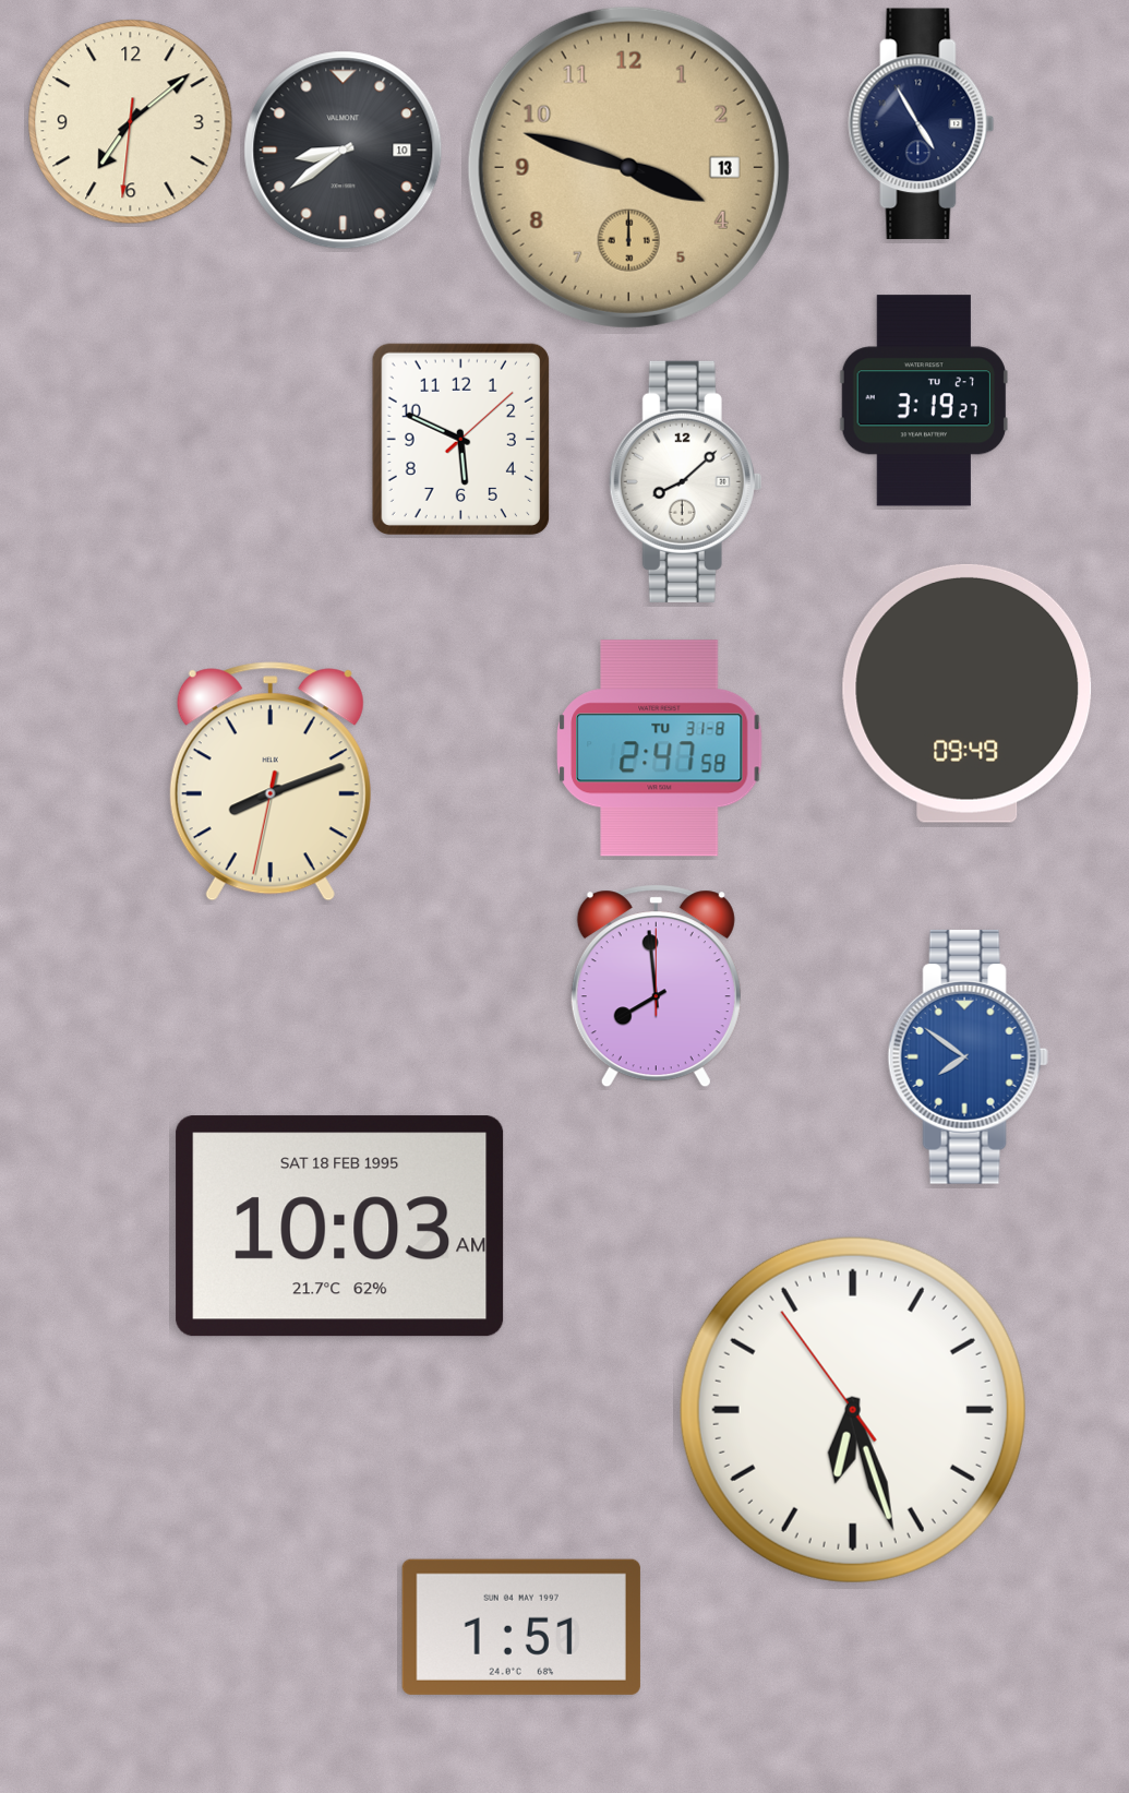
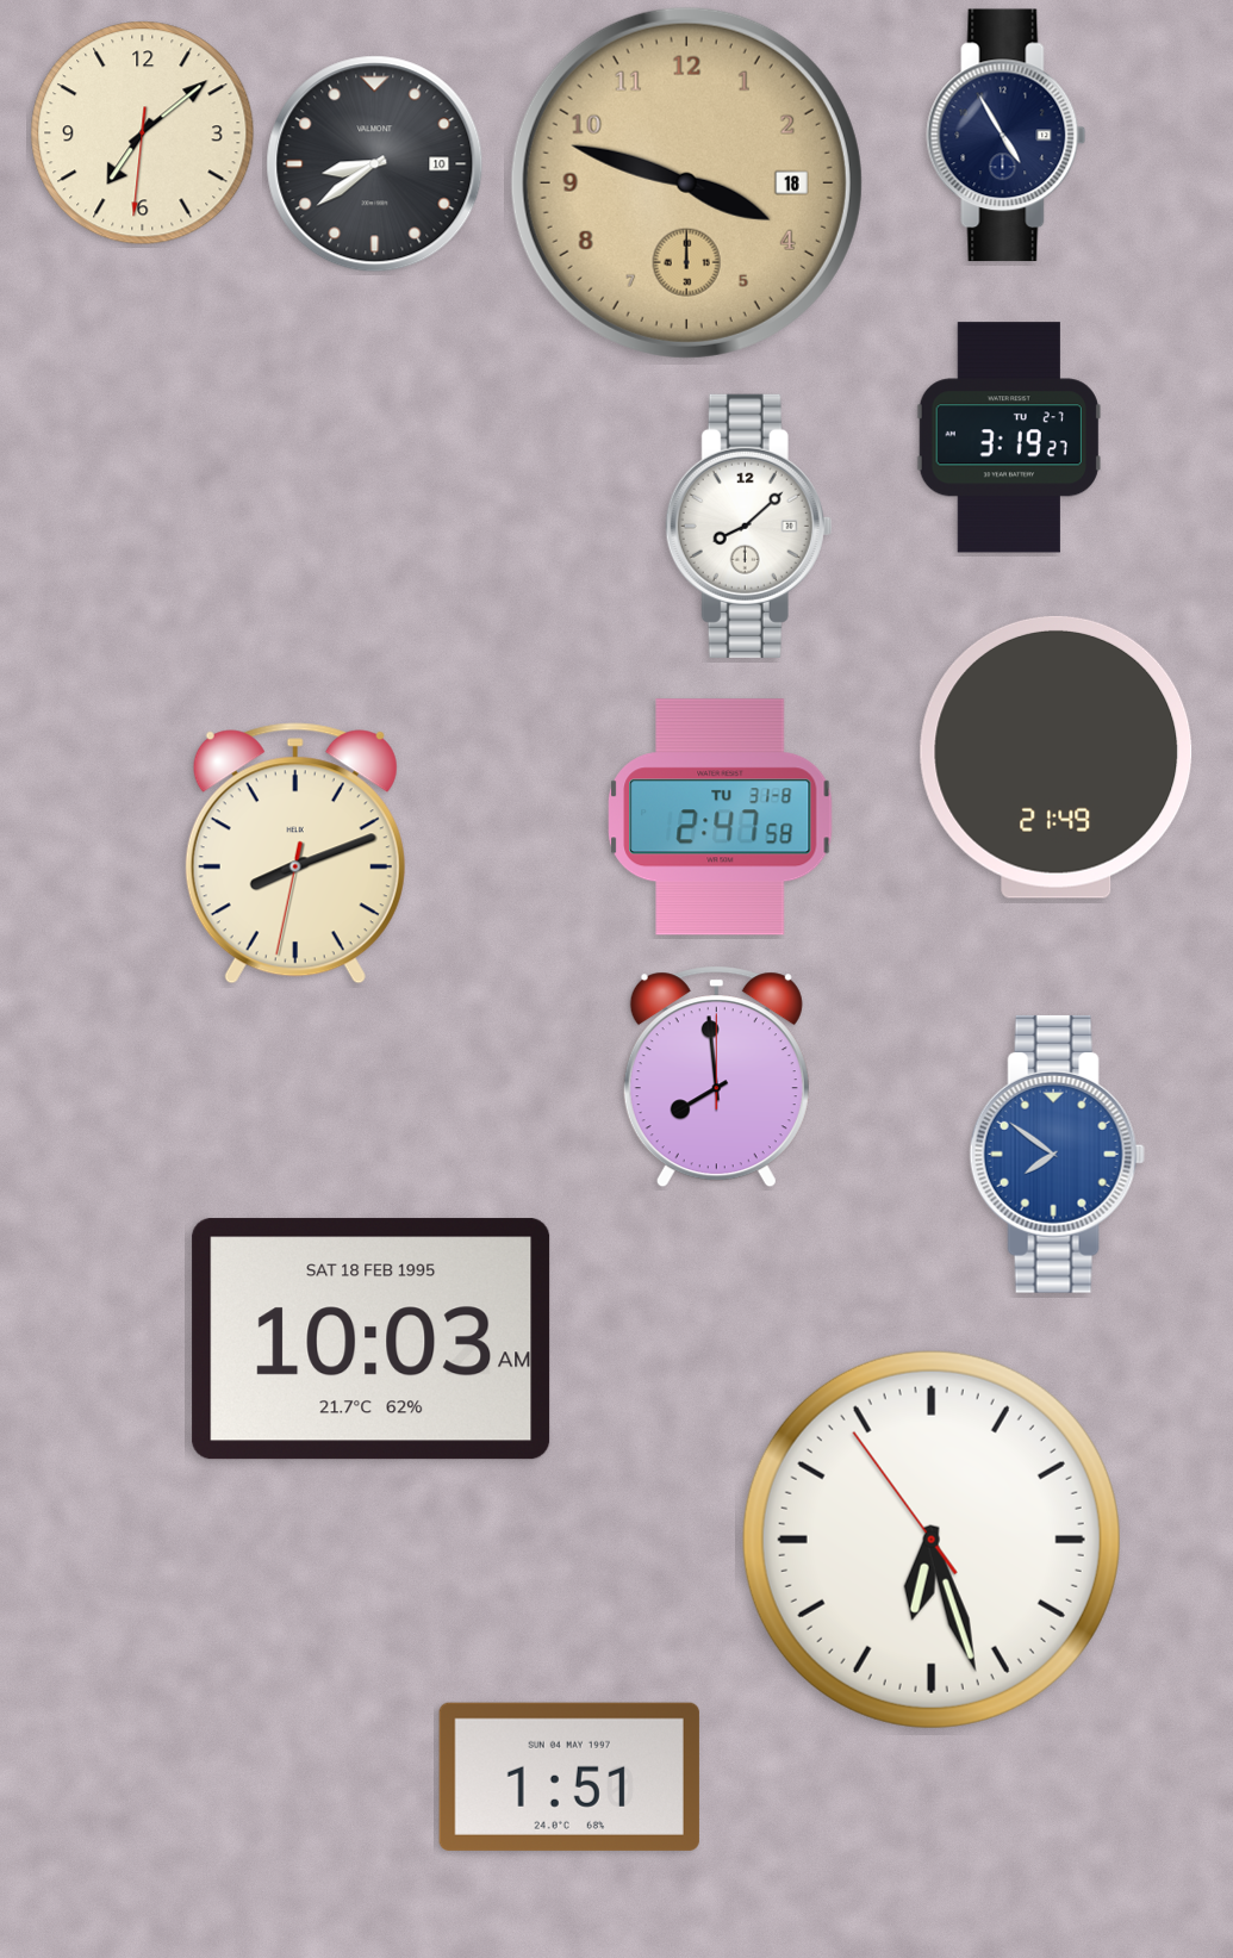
clock at (628, 167) date: 13 -> 18
clock at (460, 439): 5:49 -> none
clock at (968, 693): 09:49 -> 21:49
